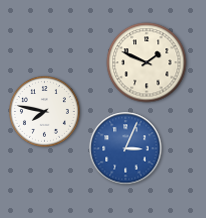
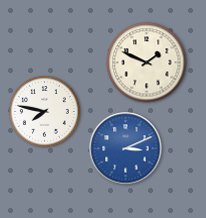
clock at (126, 149): 3:04 -> 3:11
